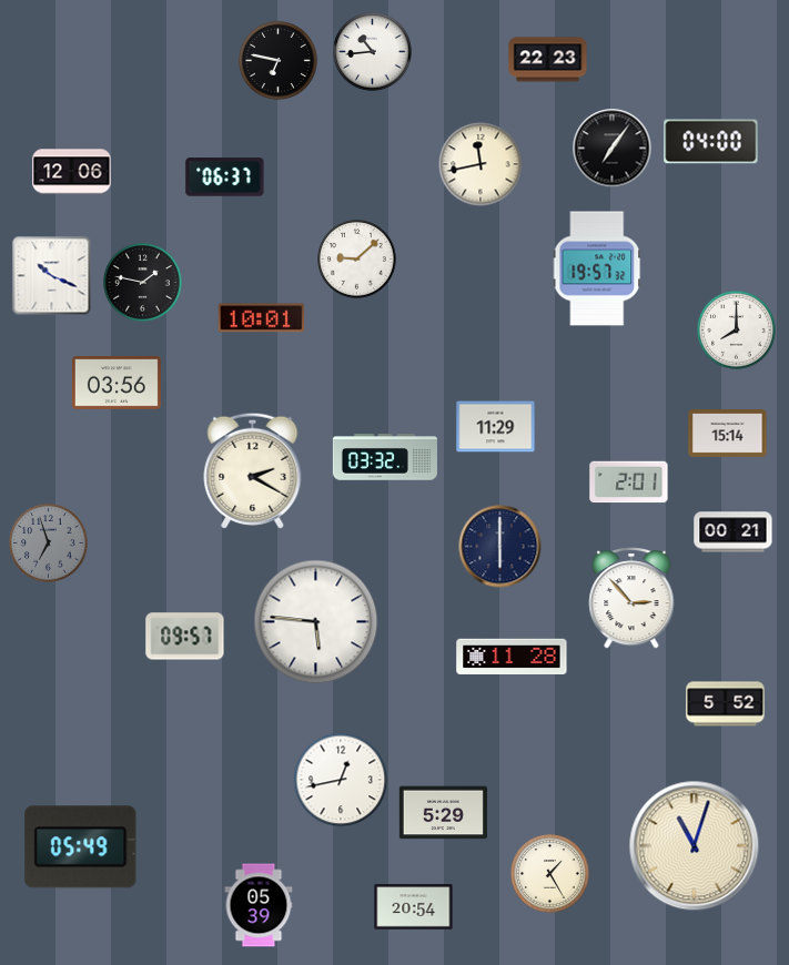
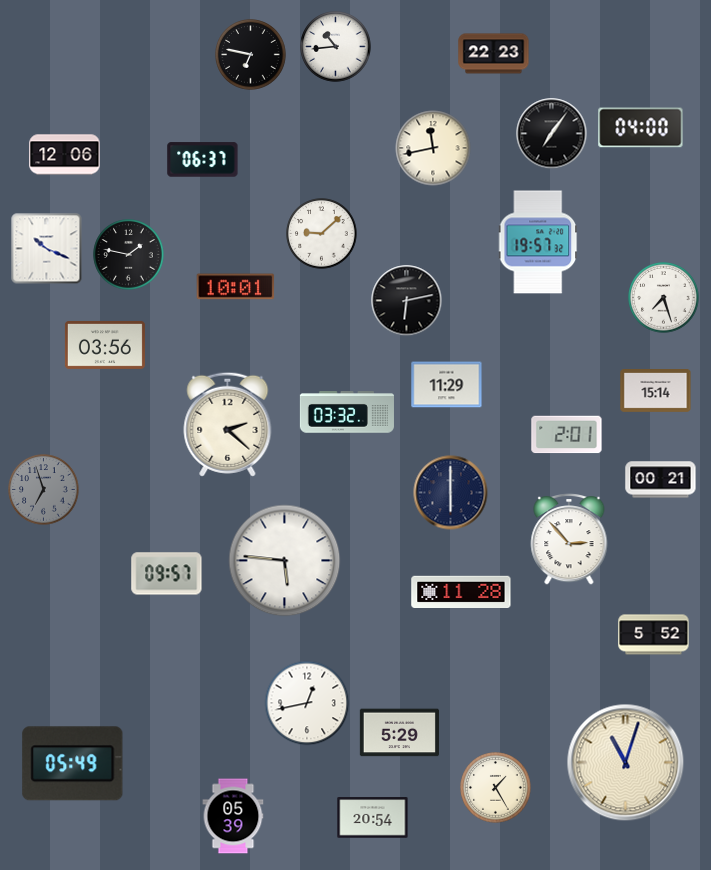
clock at (737, 331): 8:00 -> 7:27
clock at (407, 301): none -> 6:13
clock at (253, 470): 2:20 -> 2:22
